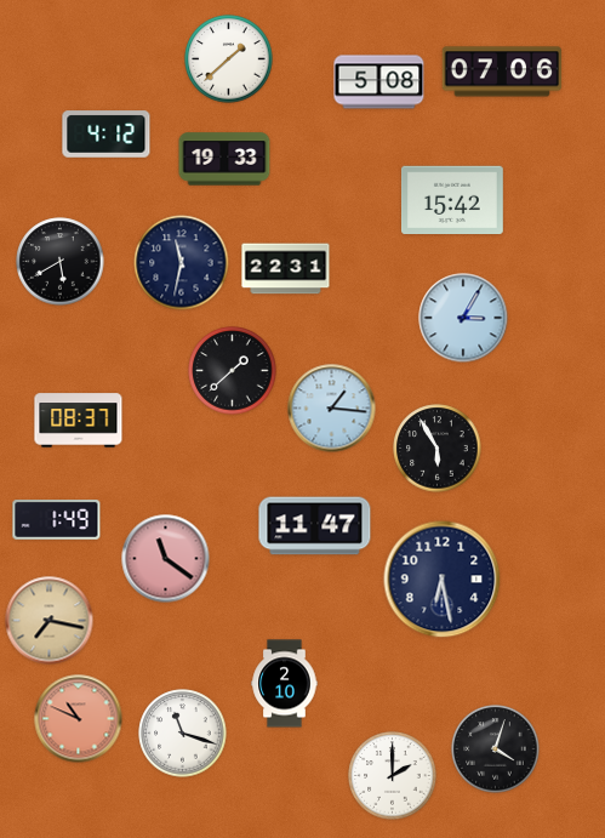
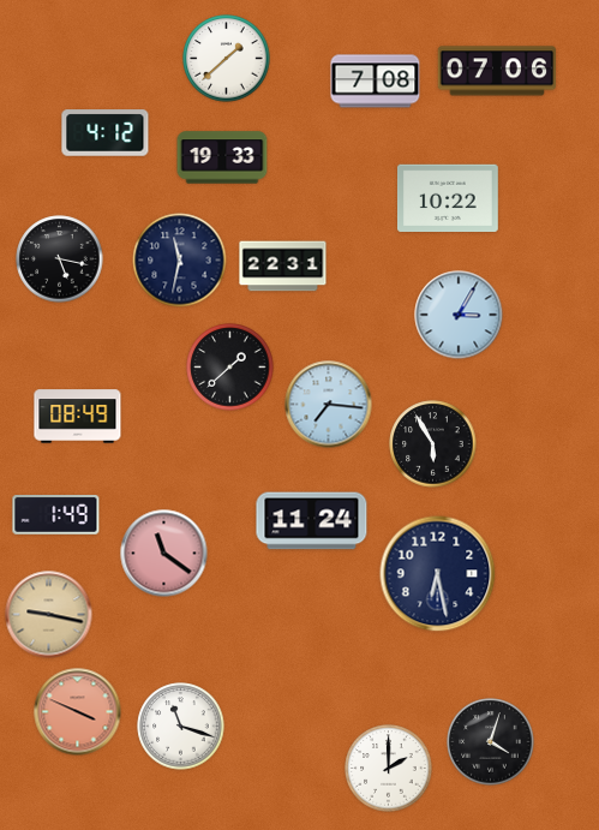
clock at (379, 82): 5:08 -> 7:08
clock at (453, 200): 15:42 -> 10:22
clock at (61, 262): 5:40 -> 5:17
clock at (332, 409): 1:16 -> 7:16
clock at (79, 421): 08:37 -> 08:49
clock at (315, 526): 11:47 -> 11:24
clock at (50, 621): 7:17 -> 9:17
clock at (285, 684): 2:10 -> none
clock at (79, 719): 10:49 -> 3:49
